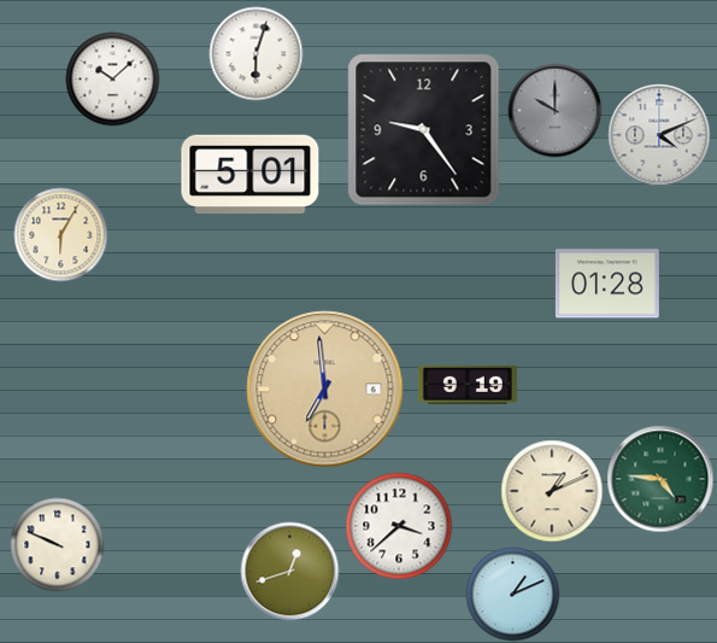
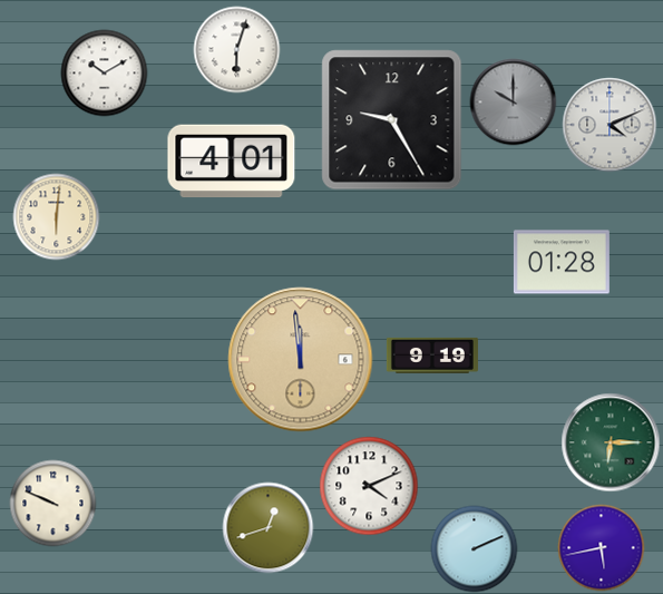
clock at (112, 78): 10:08 -> 10:10
clock at (424, 130): 9:24 -> 9:25
clock at (251, 175): 5:01 -> 4:01
clock at (60, 234): 6:05 -> 6:01
clock at (325, 390): 6:59 -> 11:59
clock at (660, 479): 4:46 -> 6:15
clock at (552, 491): 1:11 -> none
clock at (399, 526): 3:38 -> 4:11
clock at (601, 547): none -> 5:43
clock at (512, 594): 1:11 -> 2:11
